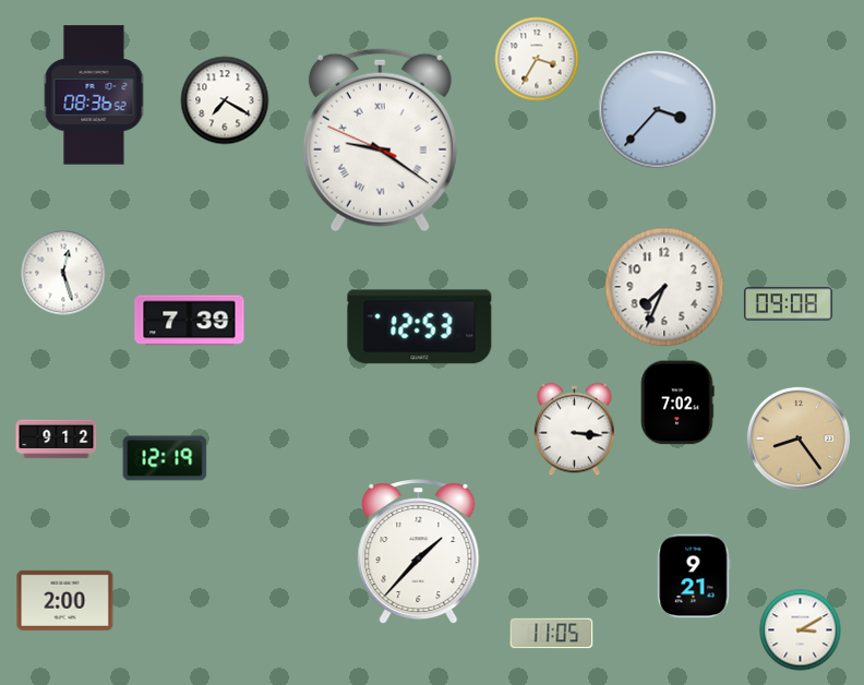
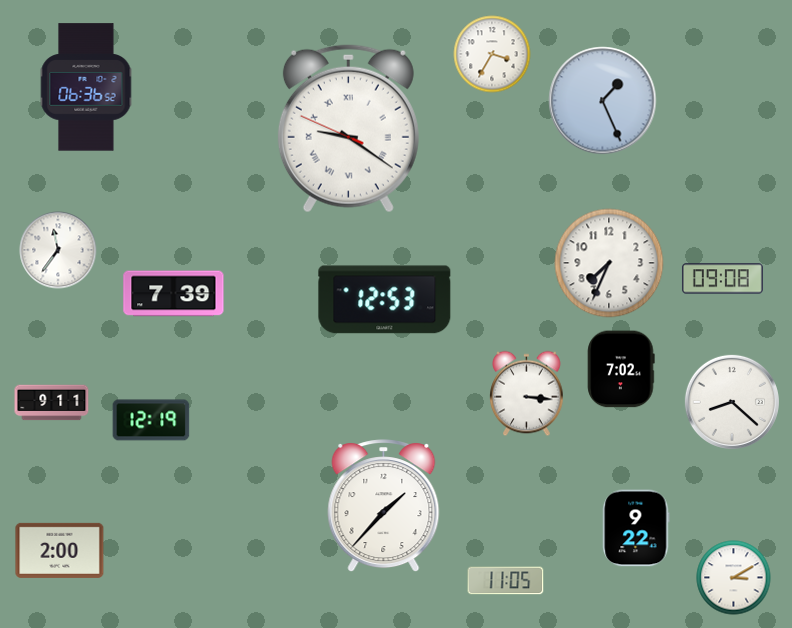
clock at (94, 95): 08:36 -> 06:36
clock at (225, 100): 7:20 -> none
clock at (658, 110): 3:37 -> 1:26
clock at (63, 273): 12:27 -> 11:36
clock at (799, 438): 8:24 -> 8:22
clock at (799, 438) dial: champagne -> white
clock at (57, 440): 9:12 -> 9:11
clock at (694, 576): 9:21 -> 9:22
